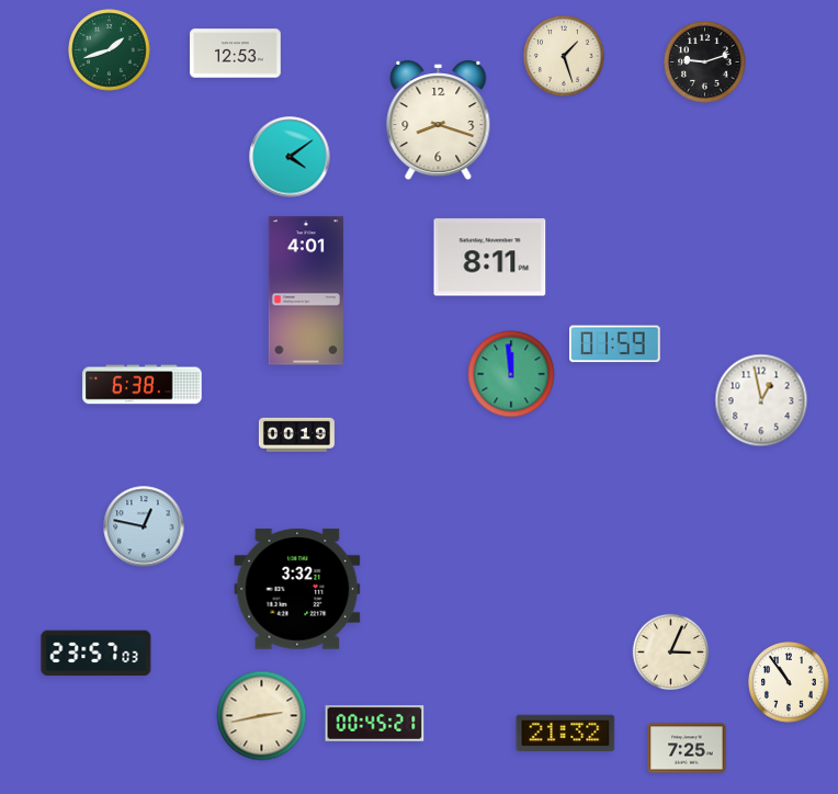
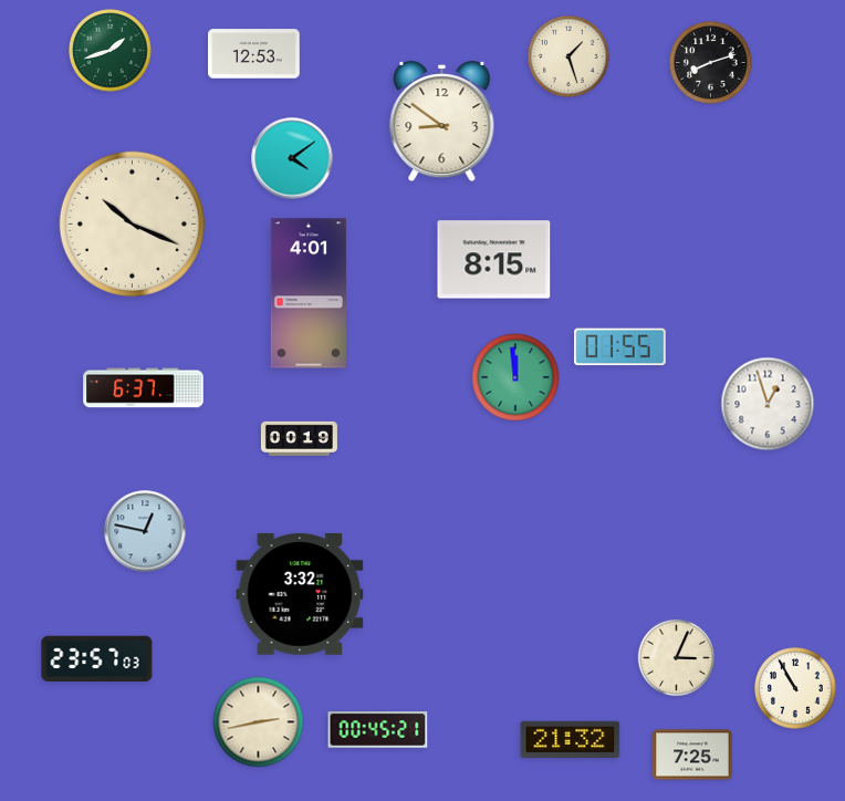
clock at (236, 54) position: (236, 54) -> (254, 54)
clock at (705, 63): 9:12 -> 8:12
clock at (439, 121): 8:18 -> 8:51
clock at (132, 223): none -> 10:19
clock at (490, 258): 8:11 -> 8:15
clock at (615, 344): 01:59 -> 01:55
clock at (143, 385): 6:38 -> 6:37
clock at (761, 400): 12:58 -> 12:57
clock at (790, 683): 10:54 -> 10:55
clock at (262, 716) position: (262, 716) -> (259, 722)
